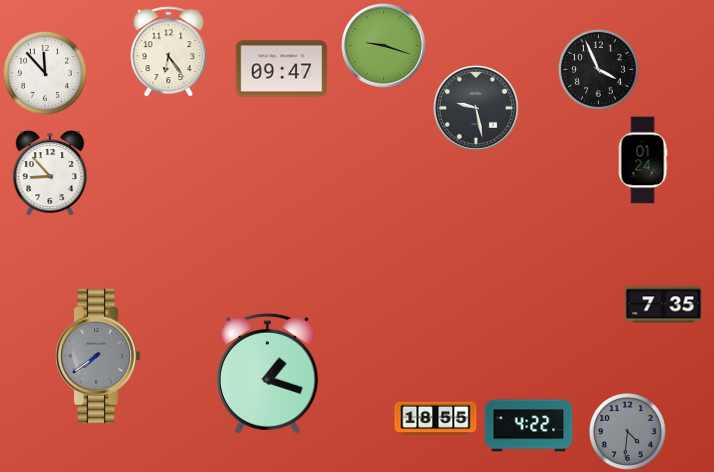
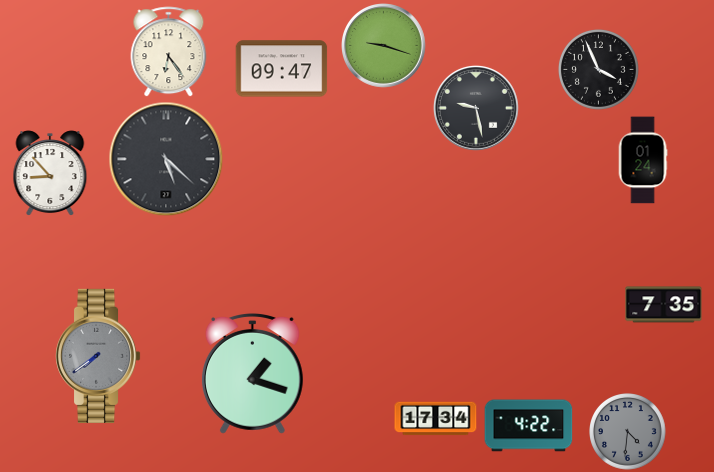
clock at (45, 73): 11:53 -> none
clock at (166, 159): none -> 5:22
clock at (267, 374) position: (267, 374) -> (252, 374)
clock at (436, 419): 18:55 -> 17:34
